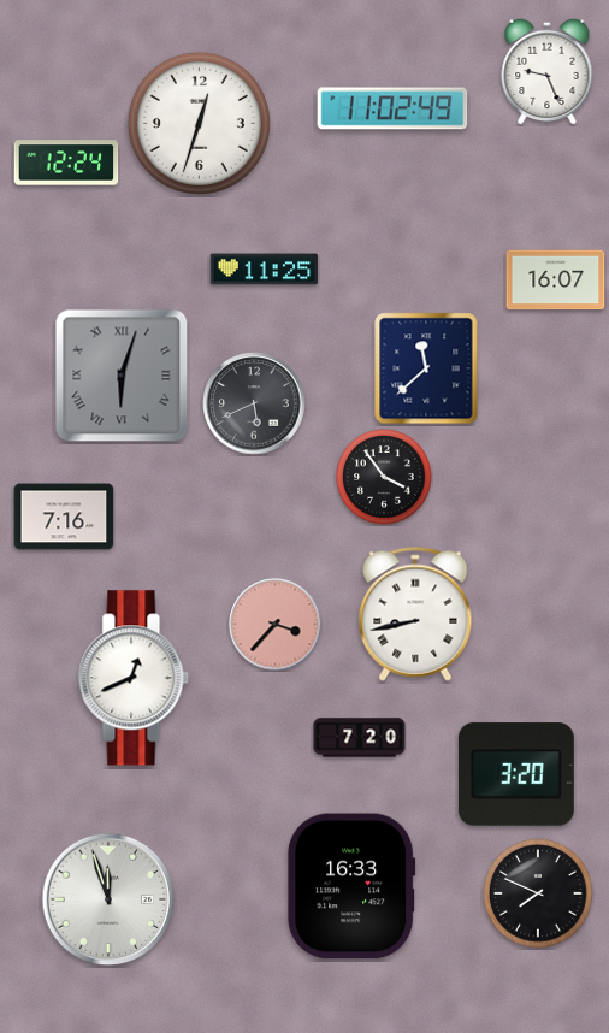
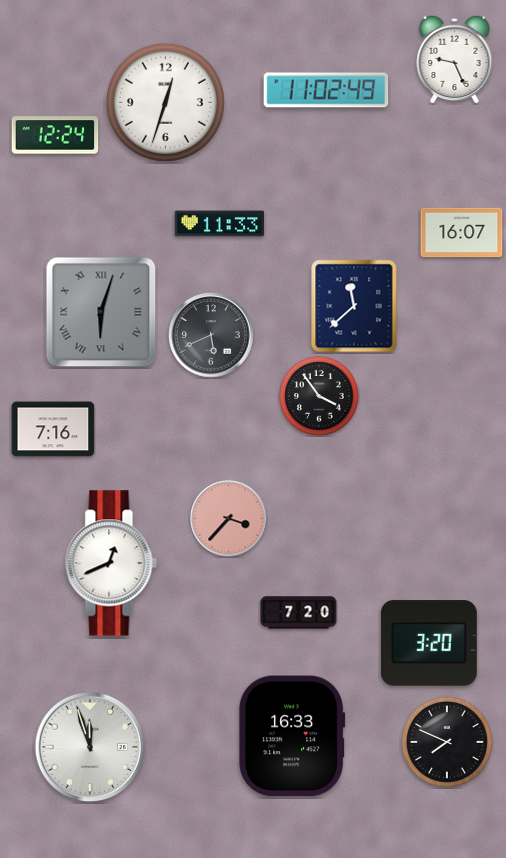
clock at (265, 270): 11:25 -> 11:33
clock at (415, 614): 8:43 -> none
